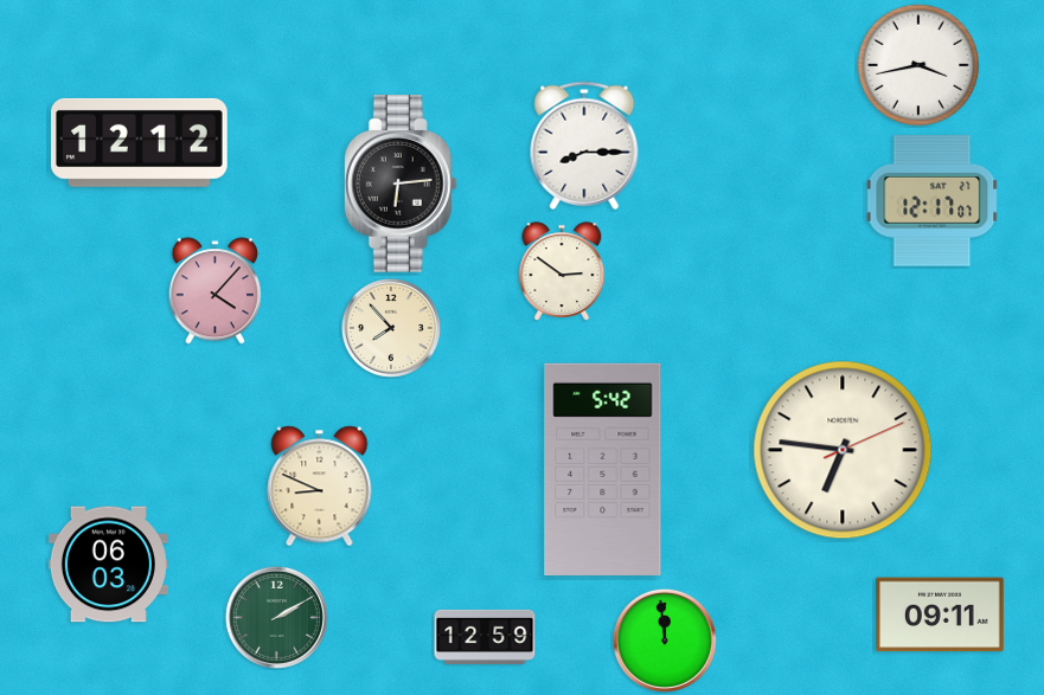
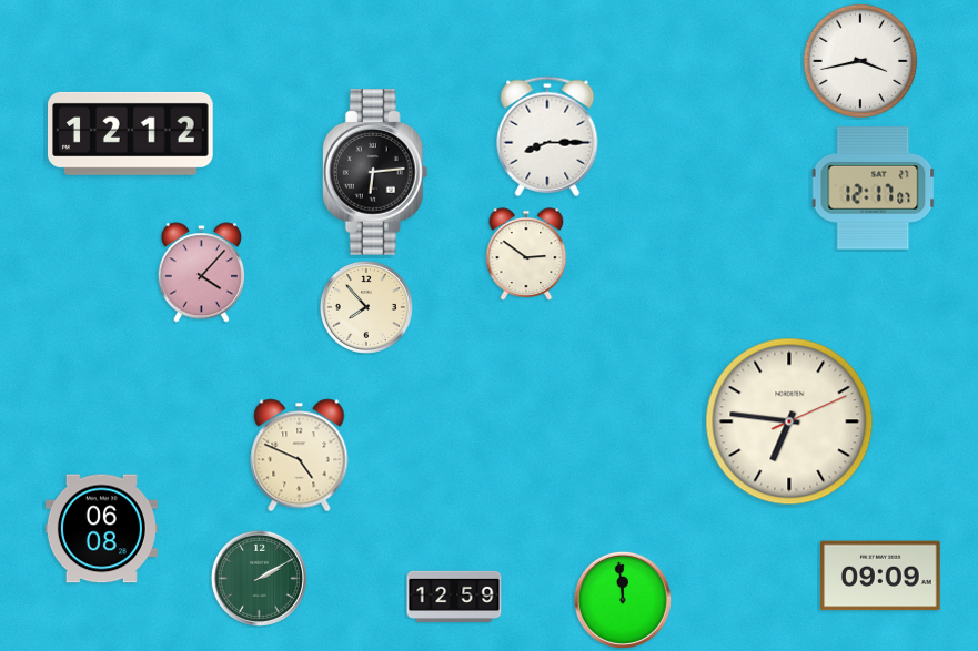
clock at (603, 469): 5:42 -> none
clock at (320, 487): 8:49 -> 4:49
clock at (108, 565): 06:03 -> 06:08
clock at (940, 614): 09:11 -> 09:09
